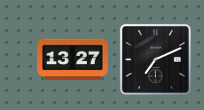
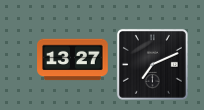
clock at (155, 59) position: (155, 59) -> (152, 64)
